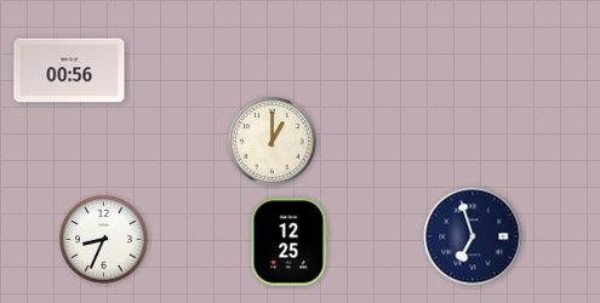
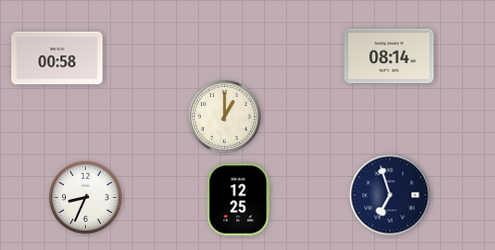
clock at (389, 56): none -> 08:14
clock at (69, 70): 00:56 -> 00:58
